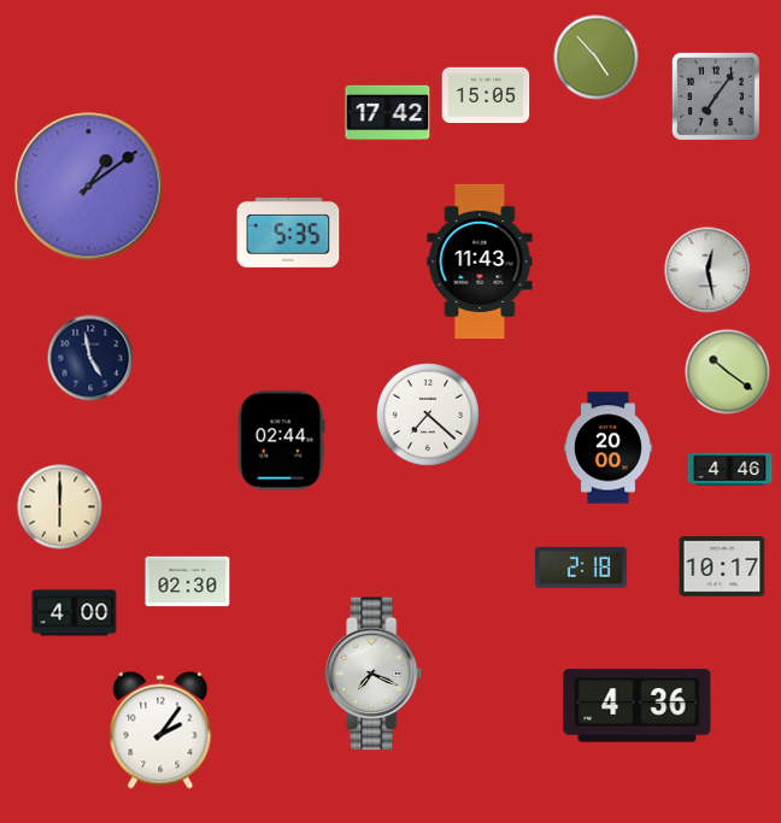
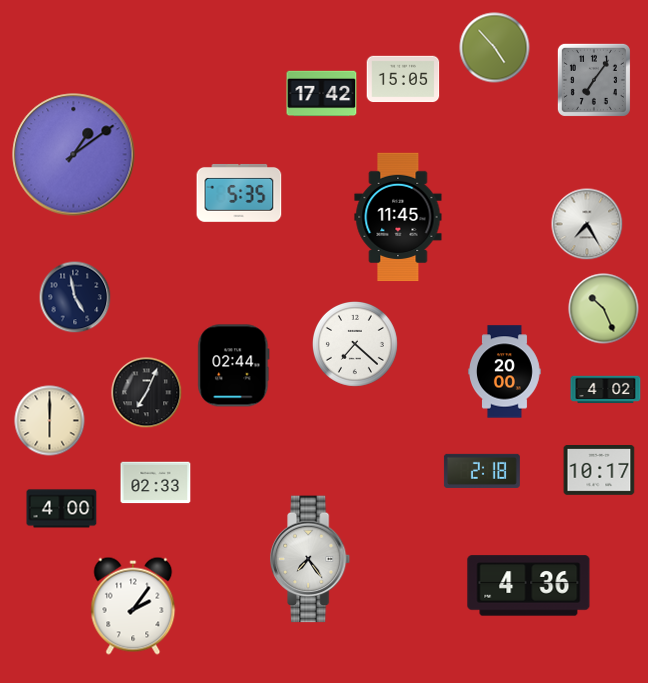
clock at (480, 261): 11:43 -> 11:45
clock at (707, 270): 12:28 -> 7:25
clock at (728, 372): 10:21 -> 10:26
clock at (730, 470): 4:46 -> 4:02
clock at (147, 393): none -> 7:04
clock at (188, 582): 02:30 -> 02:33
clock at (375, 674): 7:19 -> 7:24
